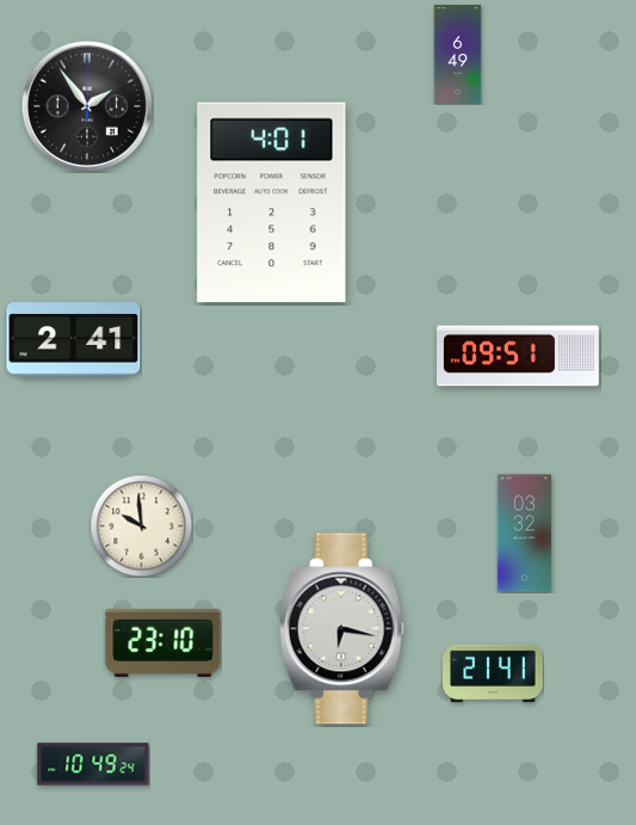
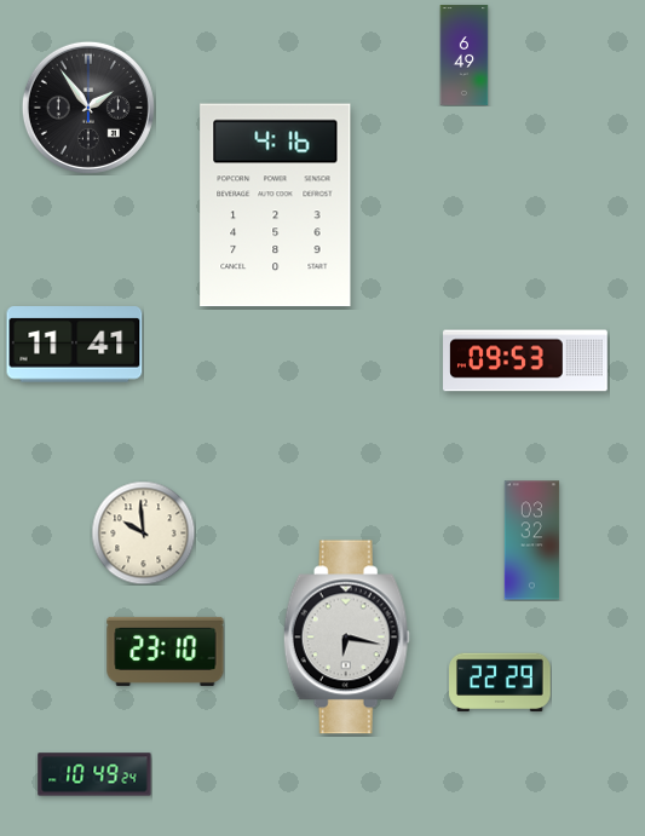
clock at (272, 203): 4:01 -> 4:16
clock at (74, 340): 2:41 -> 11:41
clock at (518, 356): 09:51 -> 09:53
clock at (493, 673): 21:41 -> 22:29
